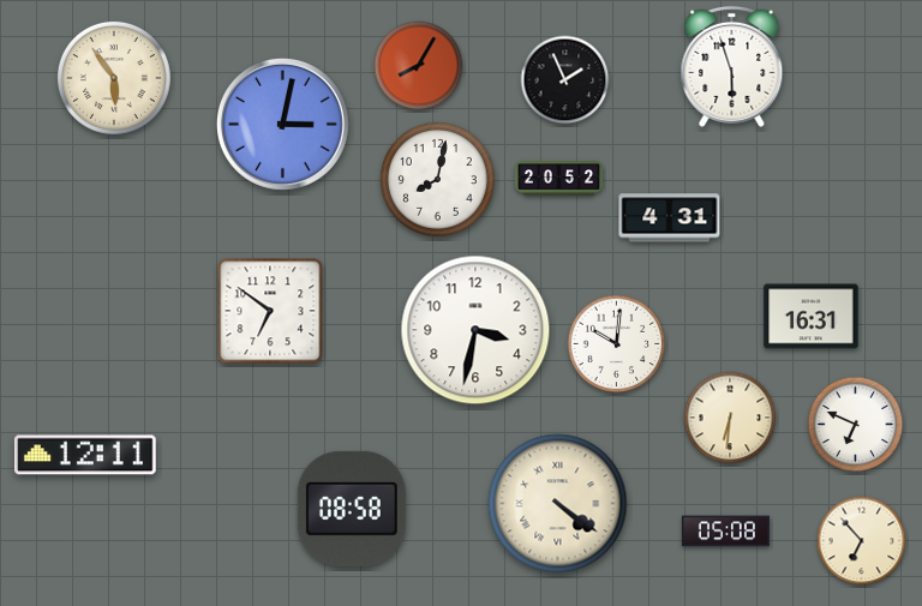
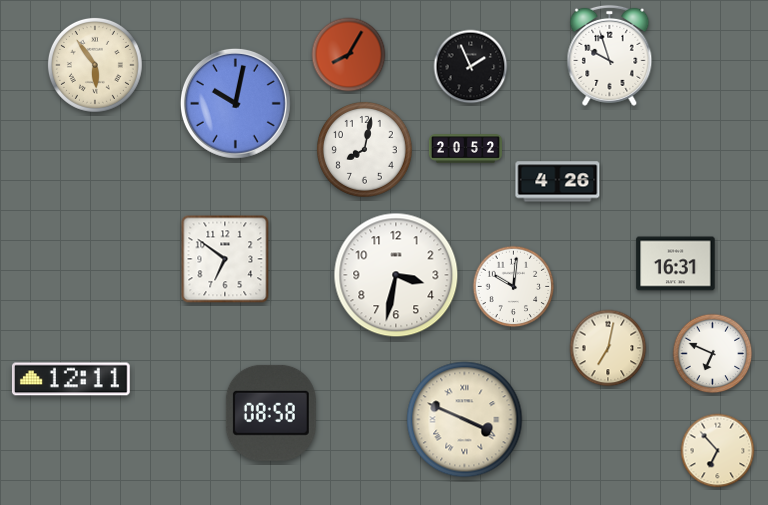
clock at (732, 66): 5:57 -> 9:57
clock at (282, 124): 3:02 -> 10:02
clock at (670, 218): 4:31 -> 4:26
clock at (730, 418): 6:31 -> 7:02
clock at (558, 504): 4:21 -> 3:49
clock at (352, 509) position: (352, 509) -> (271, 413)
clock at (725, 532): 05:08 -> none
